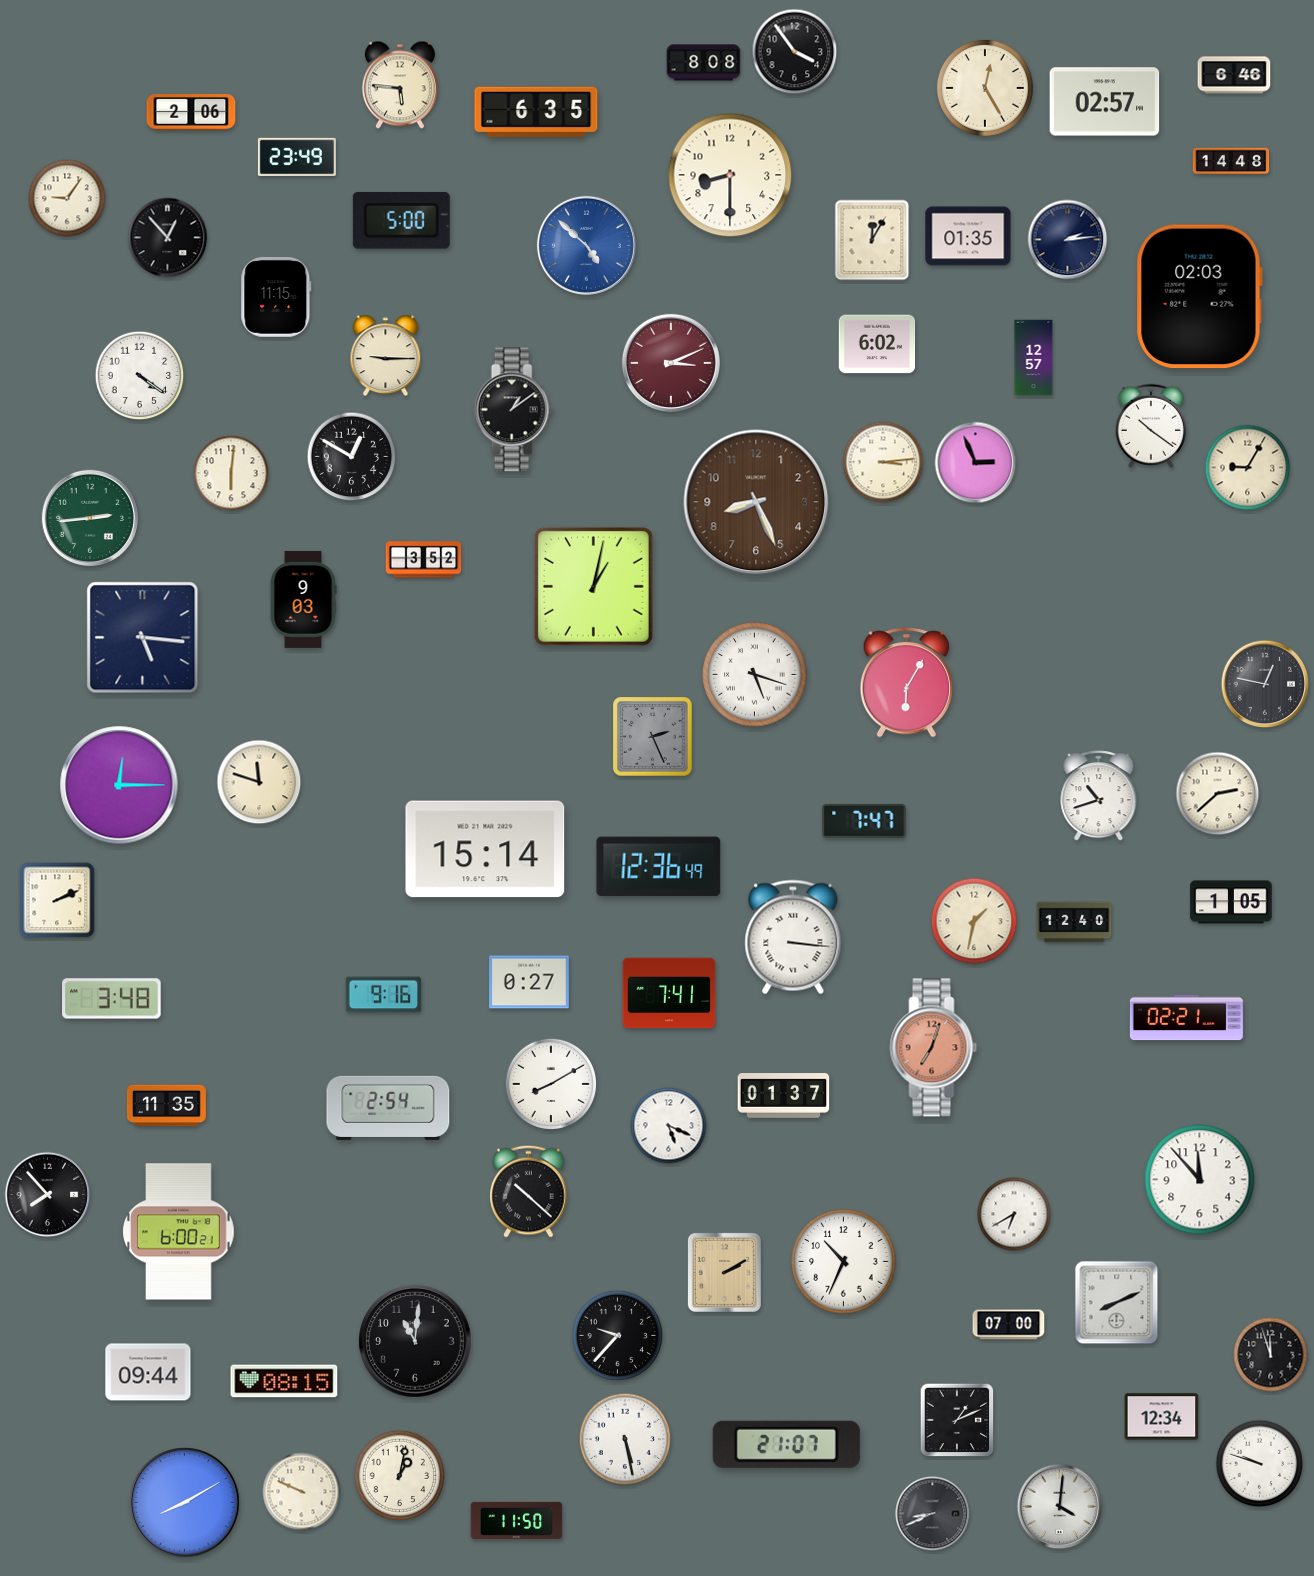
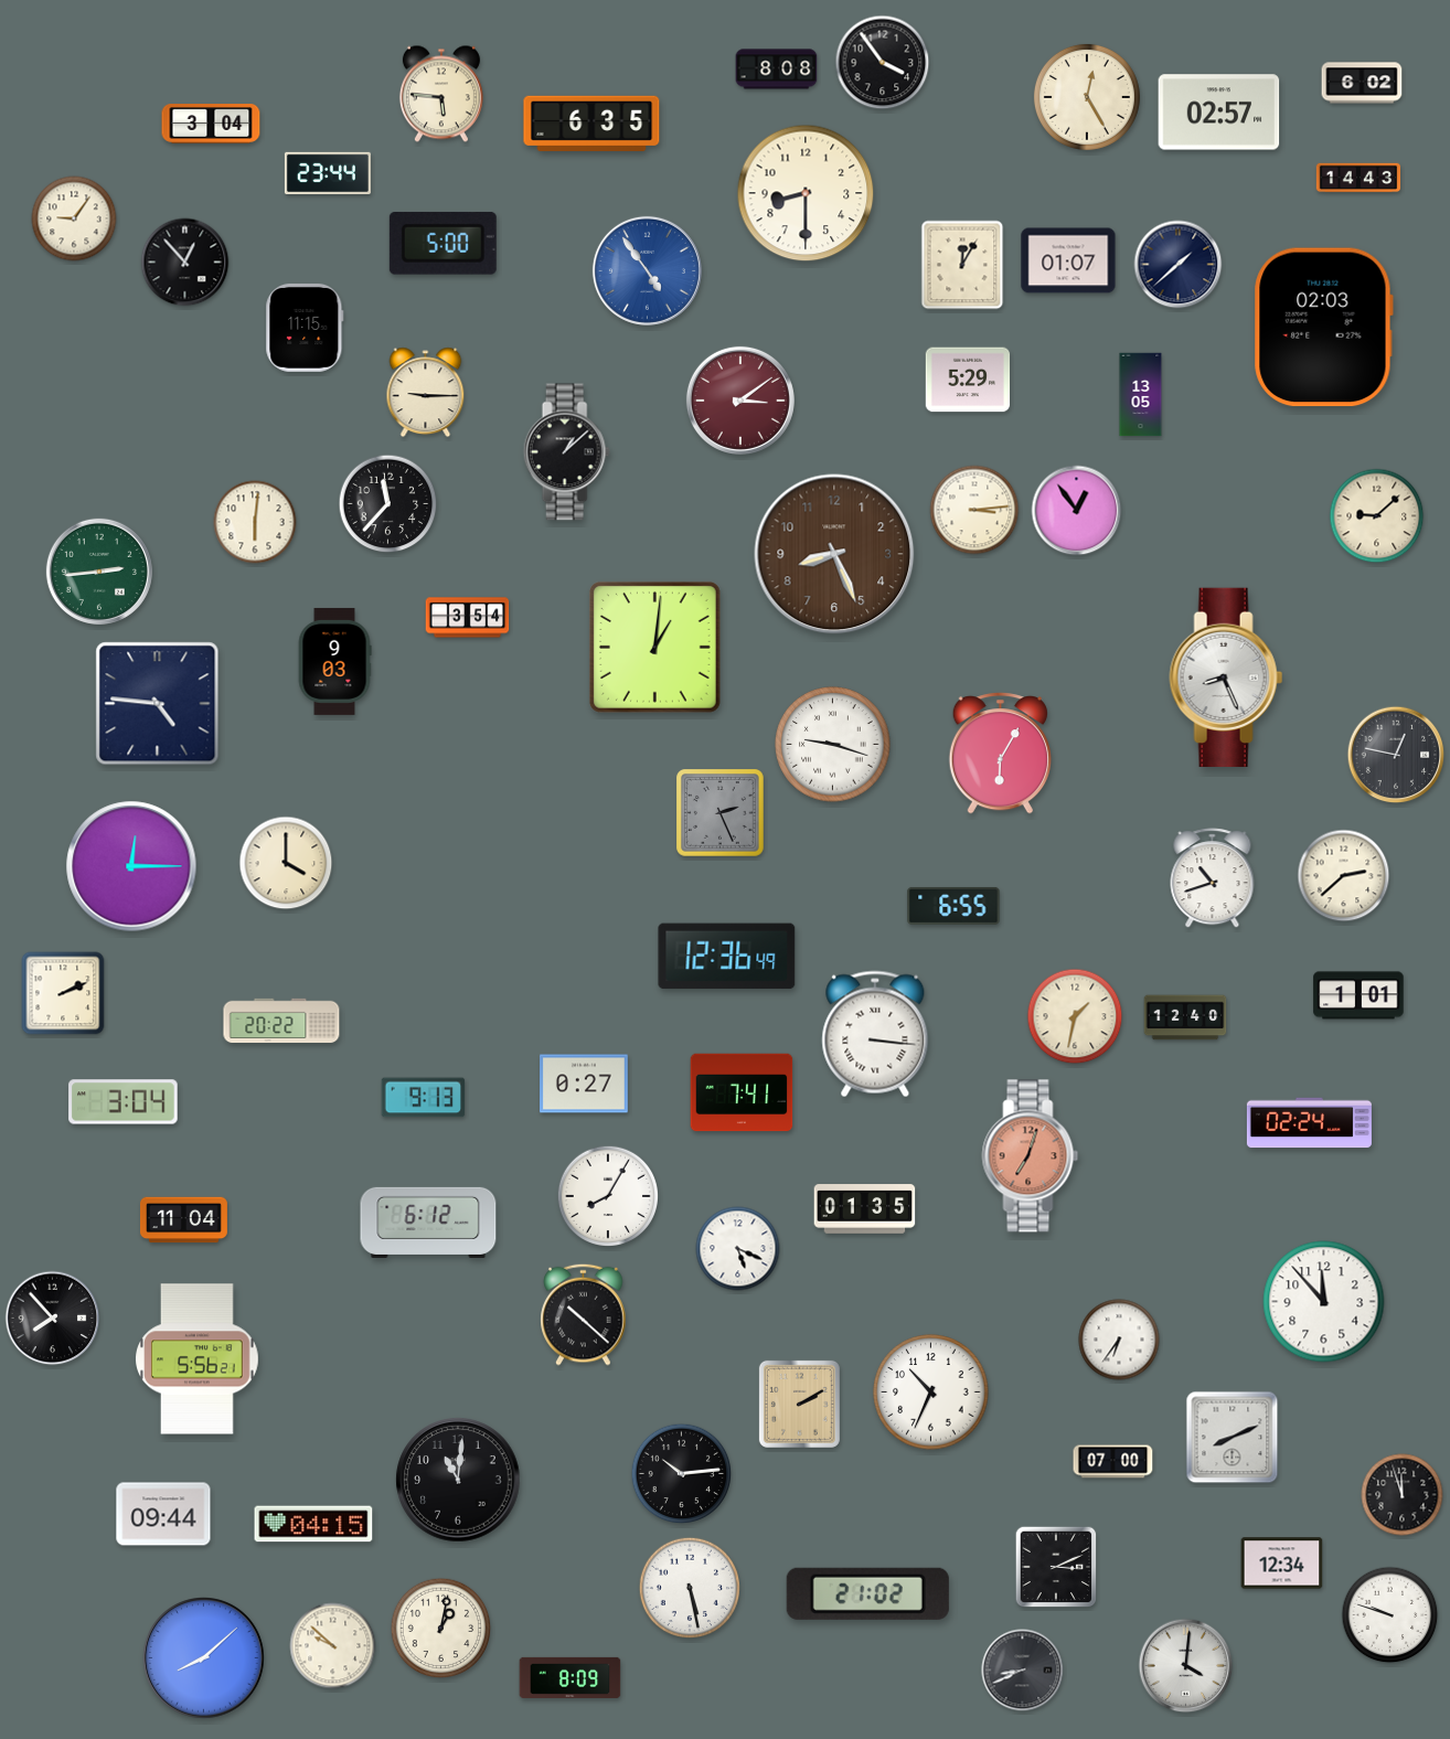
clock at (795, 52) position: (795, 52) -> (883, 63)
clock at (1234, 75): 6:46 -> 6:02
clock at (191, 113): 2:06 -> 3:04
clock at (297, 156): 23:49 -> 23:44
clock at (1231, 161): 14:48 -> 14:43
clock at (968, 236): 01:35 -> 01:07
clock at (1068, 240): 2:14 -> 1:38
clock at (586, 245): 4:52 -> 4:54
clock at (877, 344): 6:02 -> 5:29
clock at (1034, 358): 12:57 -> 13:05
clock at (671, 363): 3:11 -> 3:09
clock at (140, 376): 4:21 -> none
clock at (513, 410): 1:09 -> 1:08
clock at (1151, 426): 10:21 -> none
clock at (352, 457): 12:50 -> 11:37
clock at (976, 463): 2:56 -> 12:54
clock at (1248, 468): 9:05 -> 9:08
clock at (424, 560): 3:52 -> 3:54
clock at (593, 586): 1:02 -> 1:01
clock at (1226, 676): none -> 8:26
clock at (143, 638): 5:16 -> 4:46
clock at (755, 675): 5:18 -> 9:18
clock at (259, 782): 11:48 -> 4:00
clock at (864, 821): 7:47 -> 6:55
clock at (485, 849): 15:14 -> none
clock at (1231, 902): 1:05 -> 1:01
clock at (281, 1021): none -> 20:22
clock at (669, 993) position: (669, 993) -> (742, 1092)
clock at (384, 995): 9:16 -> 9:13
clock at (112, 999): 3:48 -> 3:04
clock at (1186, 1018): 02:21 -> 02:24
clock at (550, 1083): 8:10 -> 8:05
clock at (784, 1096): 01:37 -> 01:35
clock at (166, 1106): 11:35 -> 11:04
clock at (388, 1108): 2:54 -> 6:12
clock at (669, 1126) position: (669, 1126) -> (738, 1249)
clock at (1014, 1214): 6:40 -> 6:36
clock at (179, 1232): 6:00 -> 5:56
clock at (618, 1336): 9:37 -> 10:14
clock at (284, 1381): 08:15 -> 04:15
clock at (957, 1420): 1:11 -> 3:11
clock at (786, 1444): 21:07 -> 21:02
clock at (302, 1492): 9:49 -> 9:52
clock at (185, 1503): 8:10 -> 8:08
clock at (1060, 1507) position: (1060, 1507) -> (1186, 1666)
clock at (933, 1514) position: (933, 1514) -> (1023, 1671)
clock at (517, 1520): 11:50 -> 8:09
